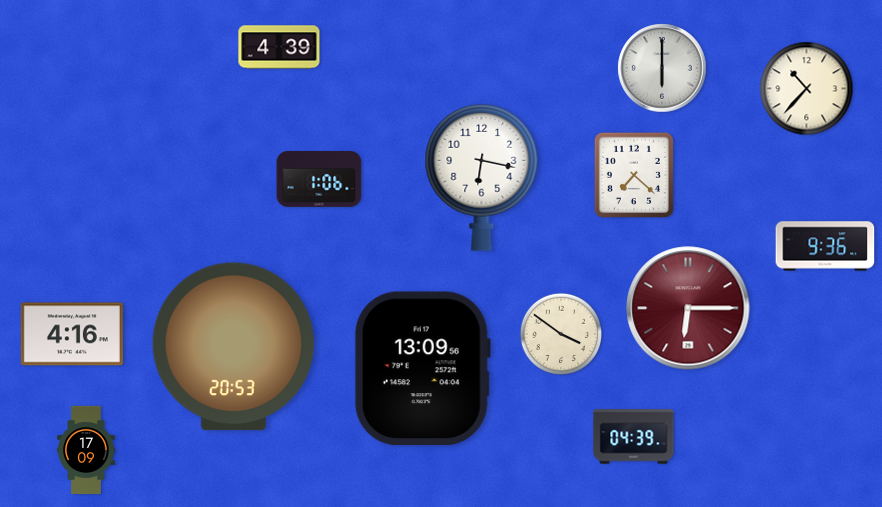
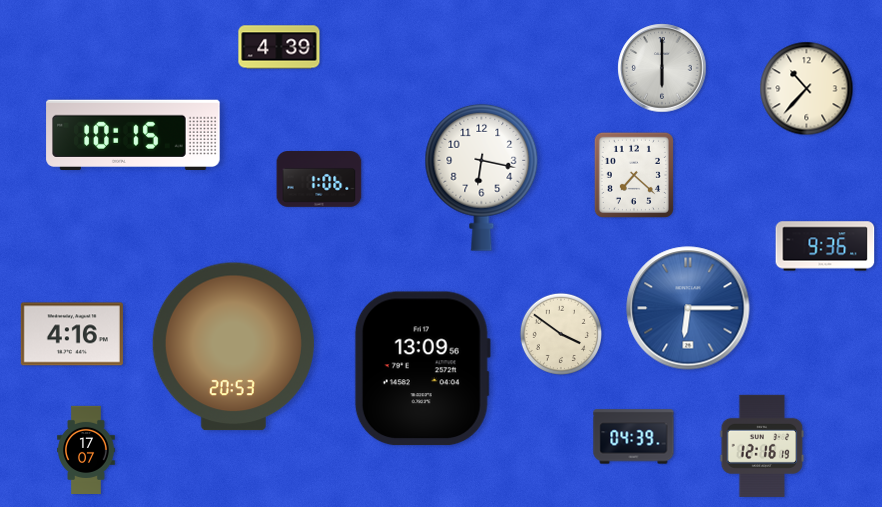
clock at (133, 135): none -> 10:15
clock at (688, 308) dial: burgundy -> blue
clock at (762, 446): none -> 12:16
clock at (86, 449): 17:09 -> 17:07
